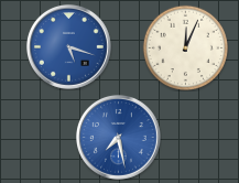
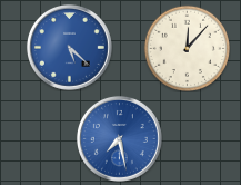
clock at (68, 46): 5:18 -> 5:22
clock at (185, 47): 12:04 -> 12:07
